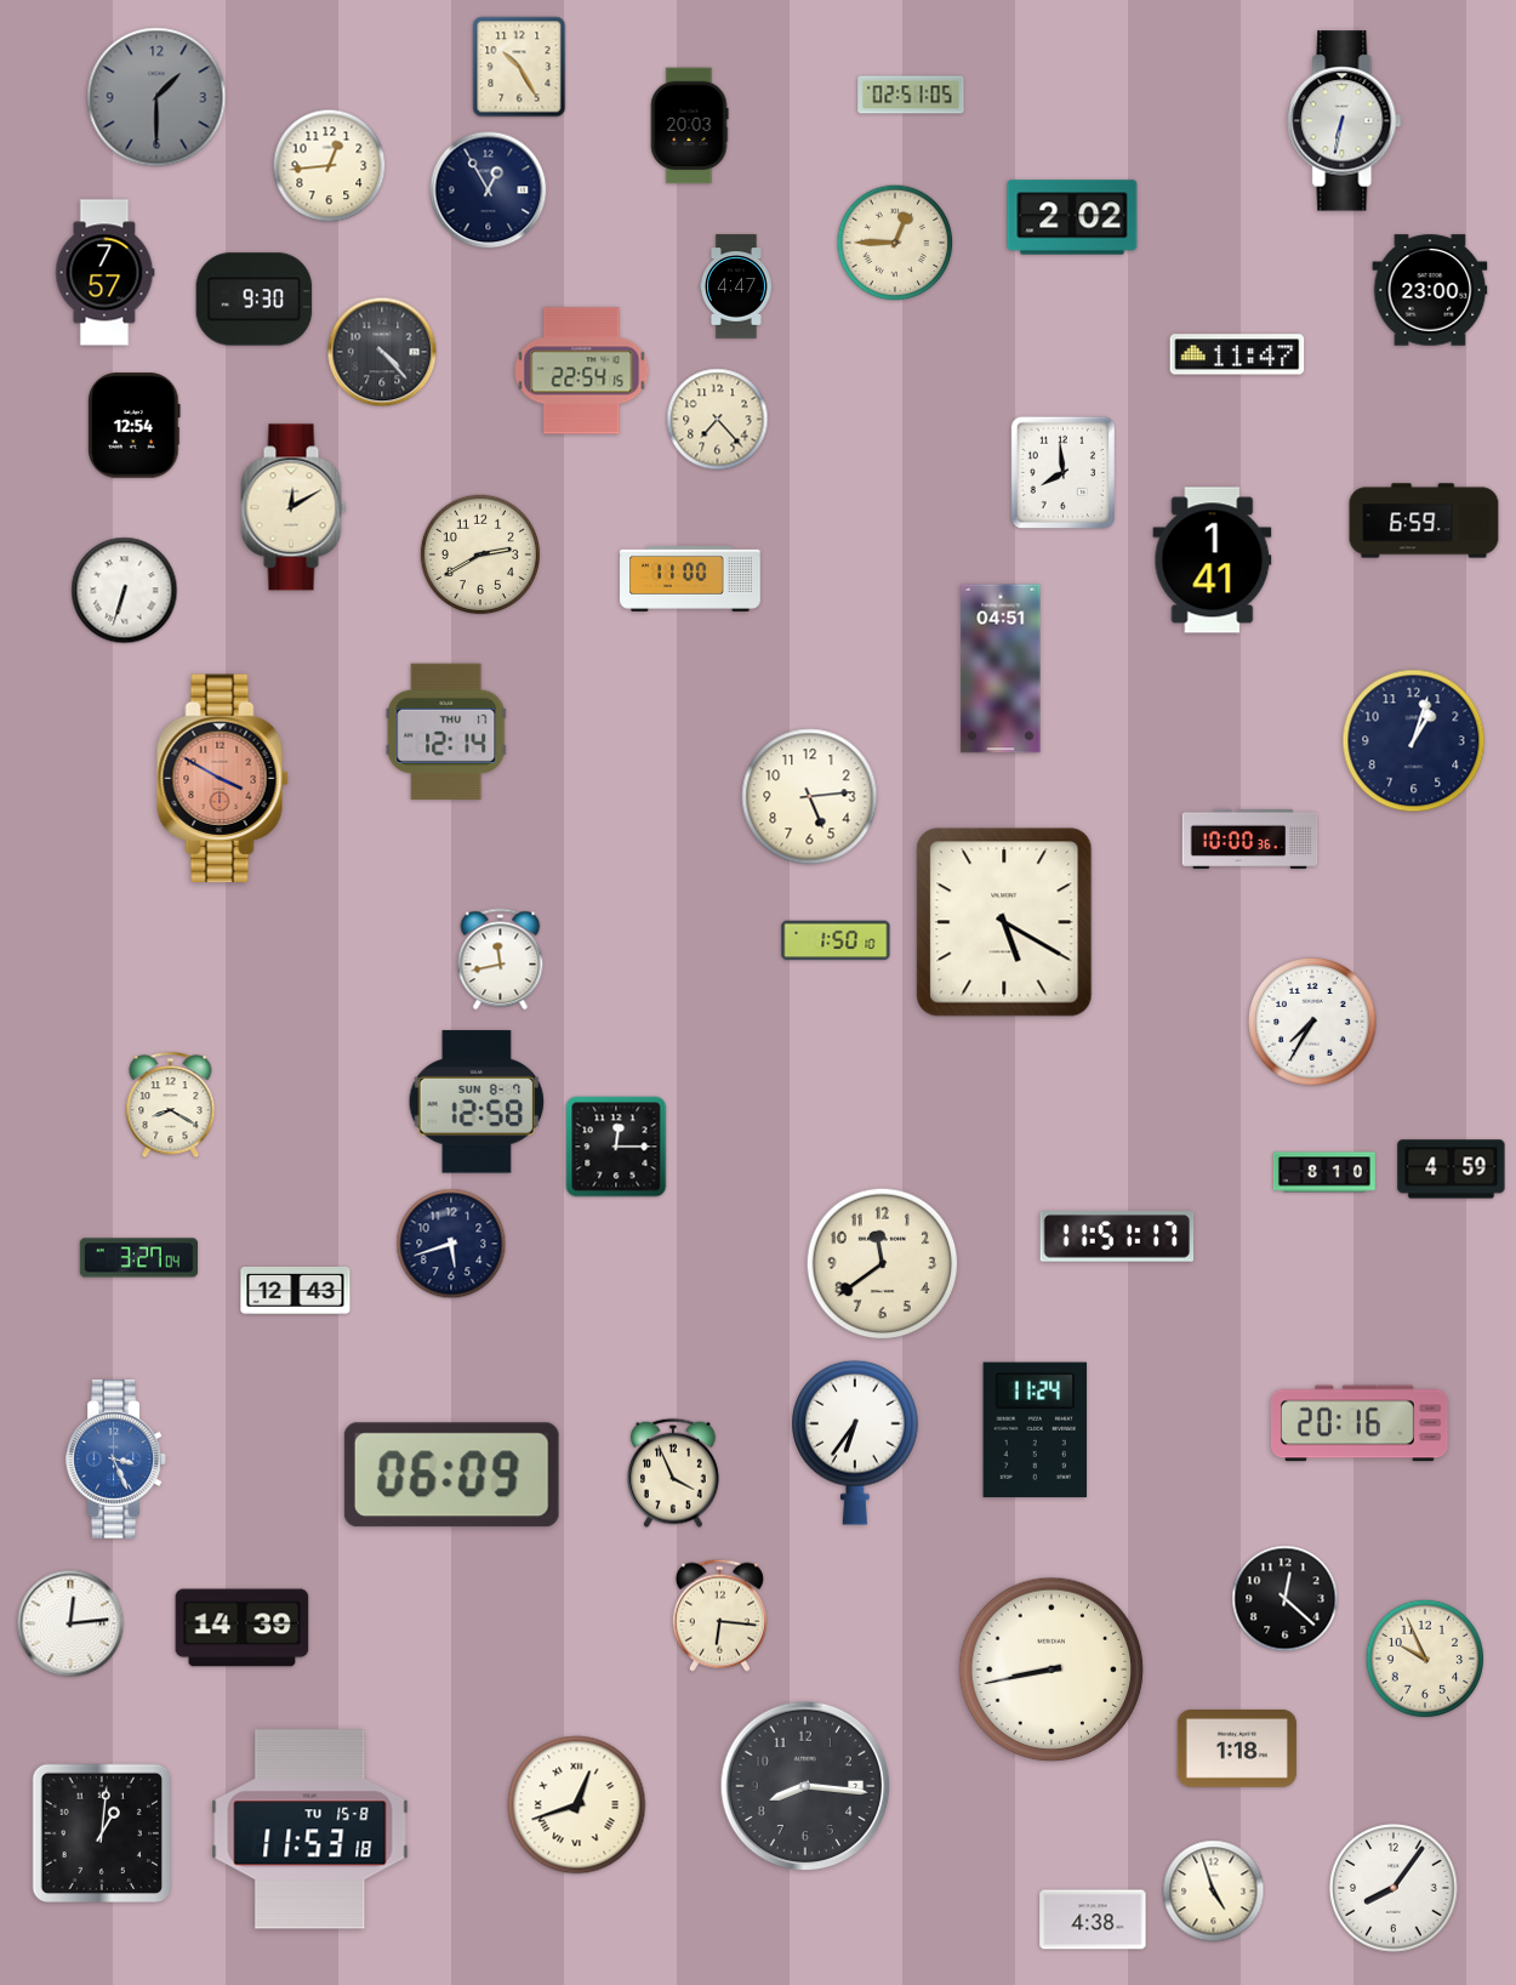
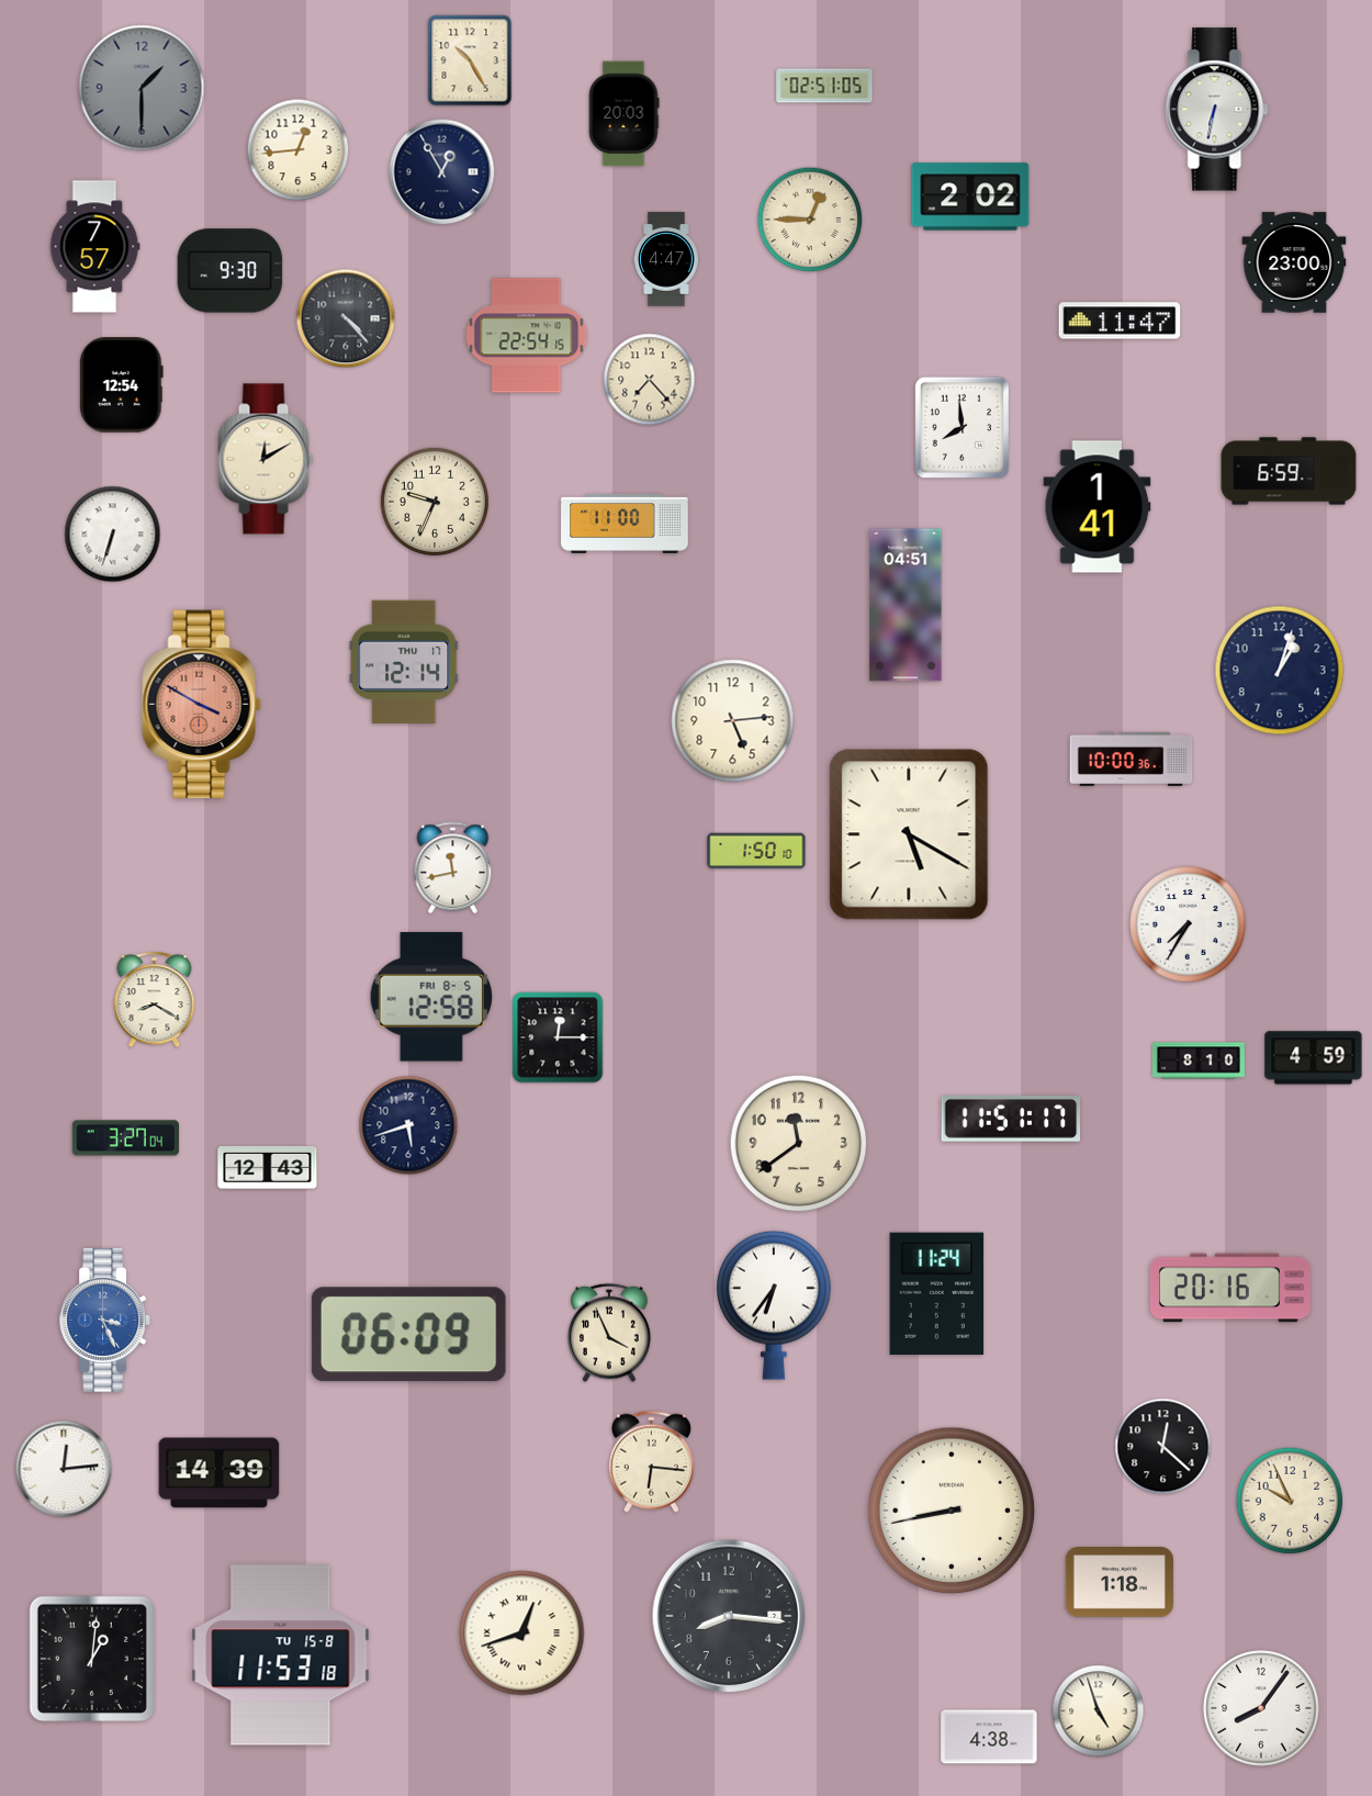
clock at (479, 553): 2:40 -> 9:34
clock at (475, 1102) date: SUN 8-7 -> FRI 8-5
